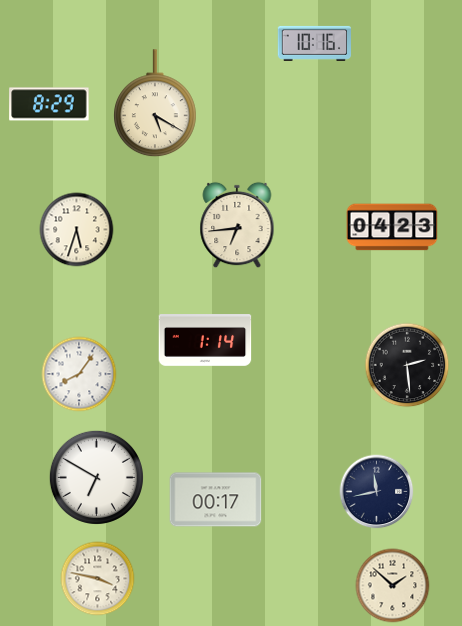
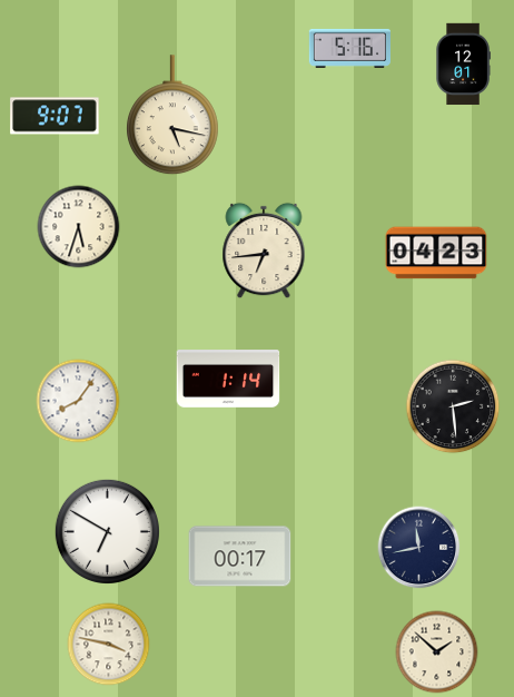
clock at (314, 43): 10:16 -> 5:16
clock at (463, 65): none -> 12:01
clock at (49, 104): 8:29 -> 9:07
clock at (156, 104): 5:20 -> 5:17
clock at (77, 230) position: (77, 230) -> (79, 227)
clock at (79, 374) position: (79, 374) -> (78, 401)
